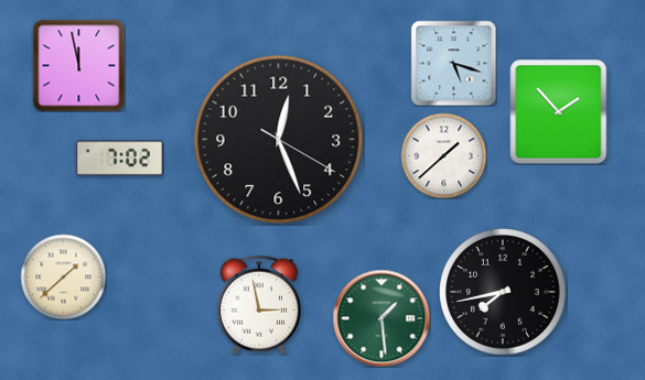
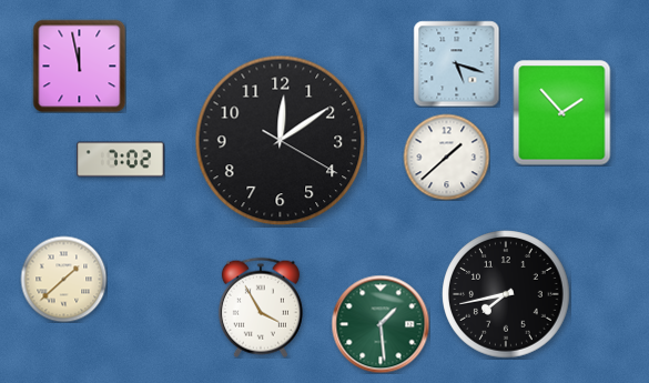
clock at (279, 140): 12:26 -> 12:09
clock at (259, 305): 2:58 -> 3:55
clock at (381, 318) position: (381, 318) -> (381, 324)
